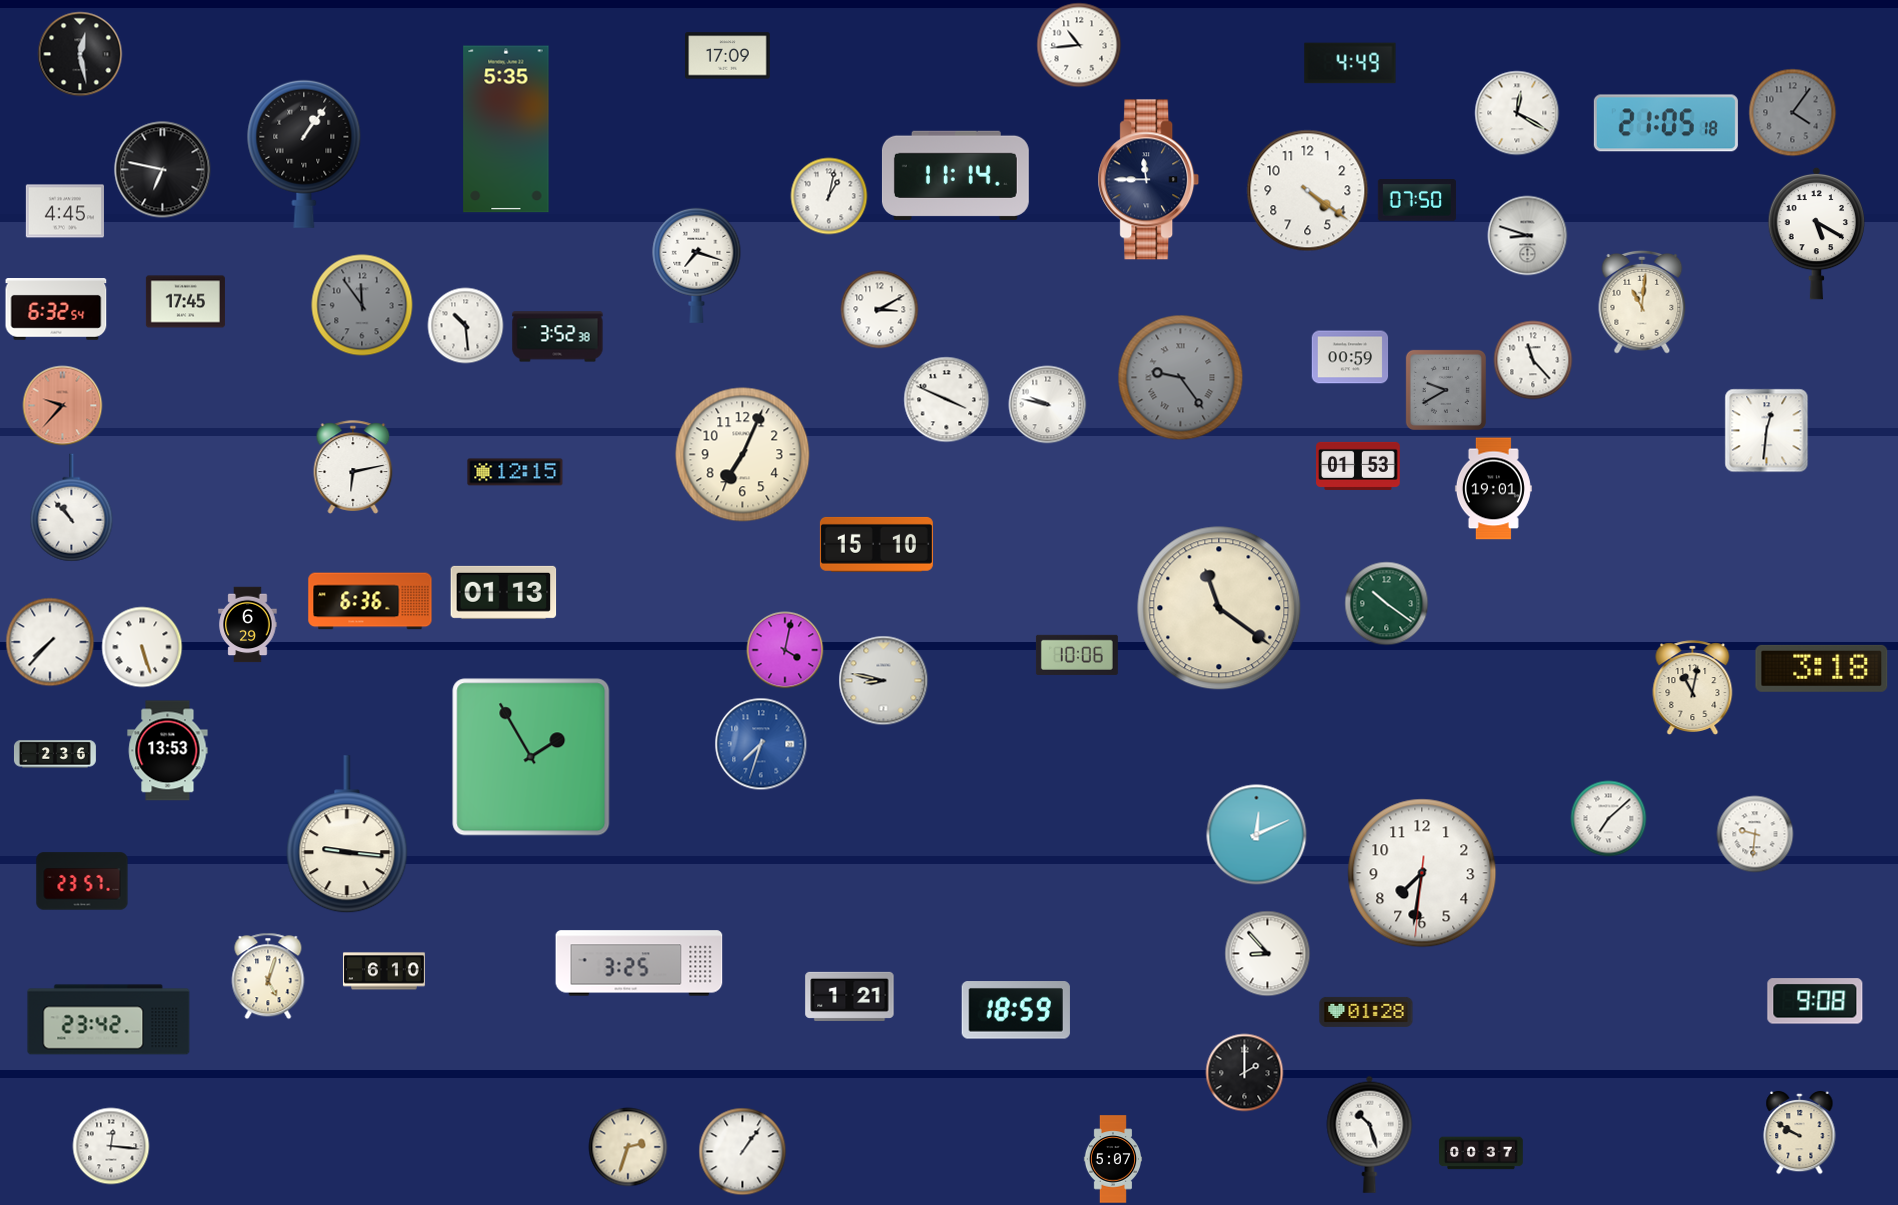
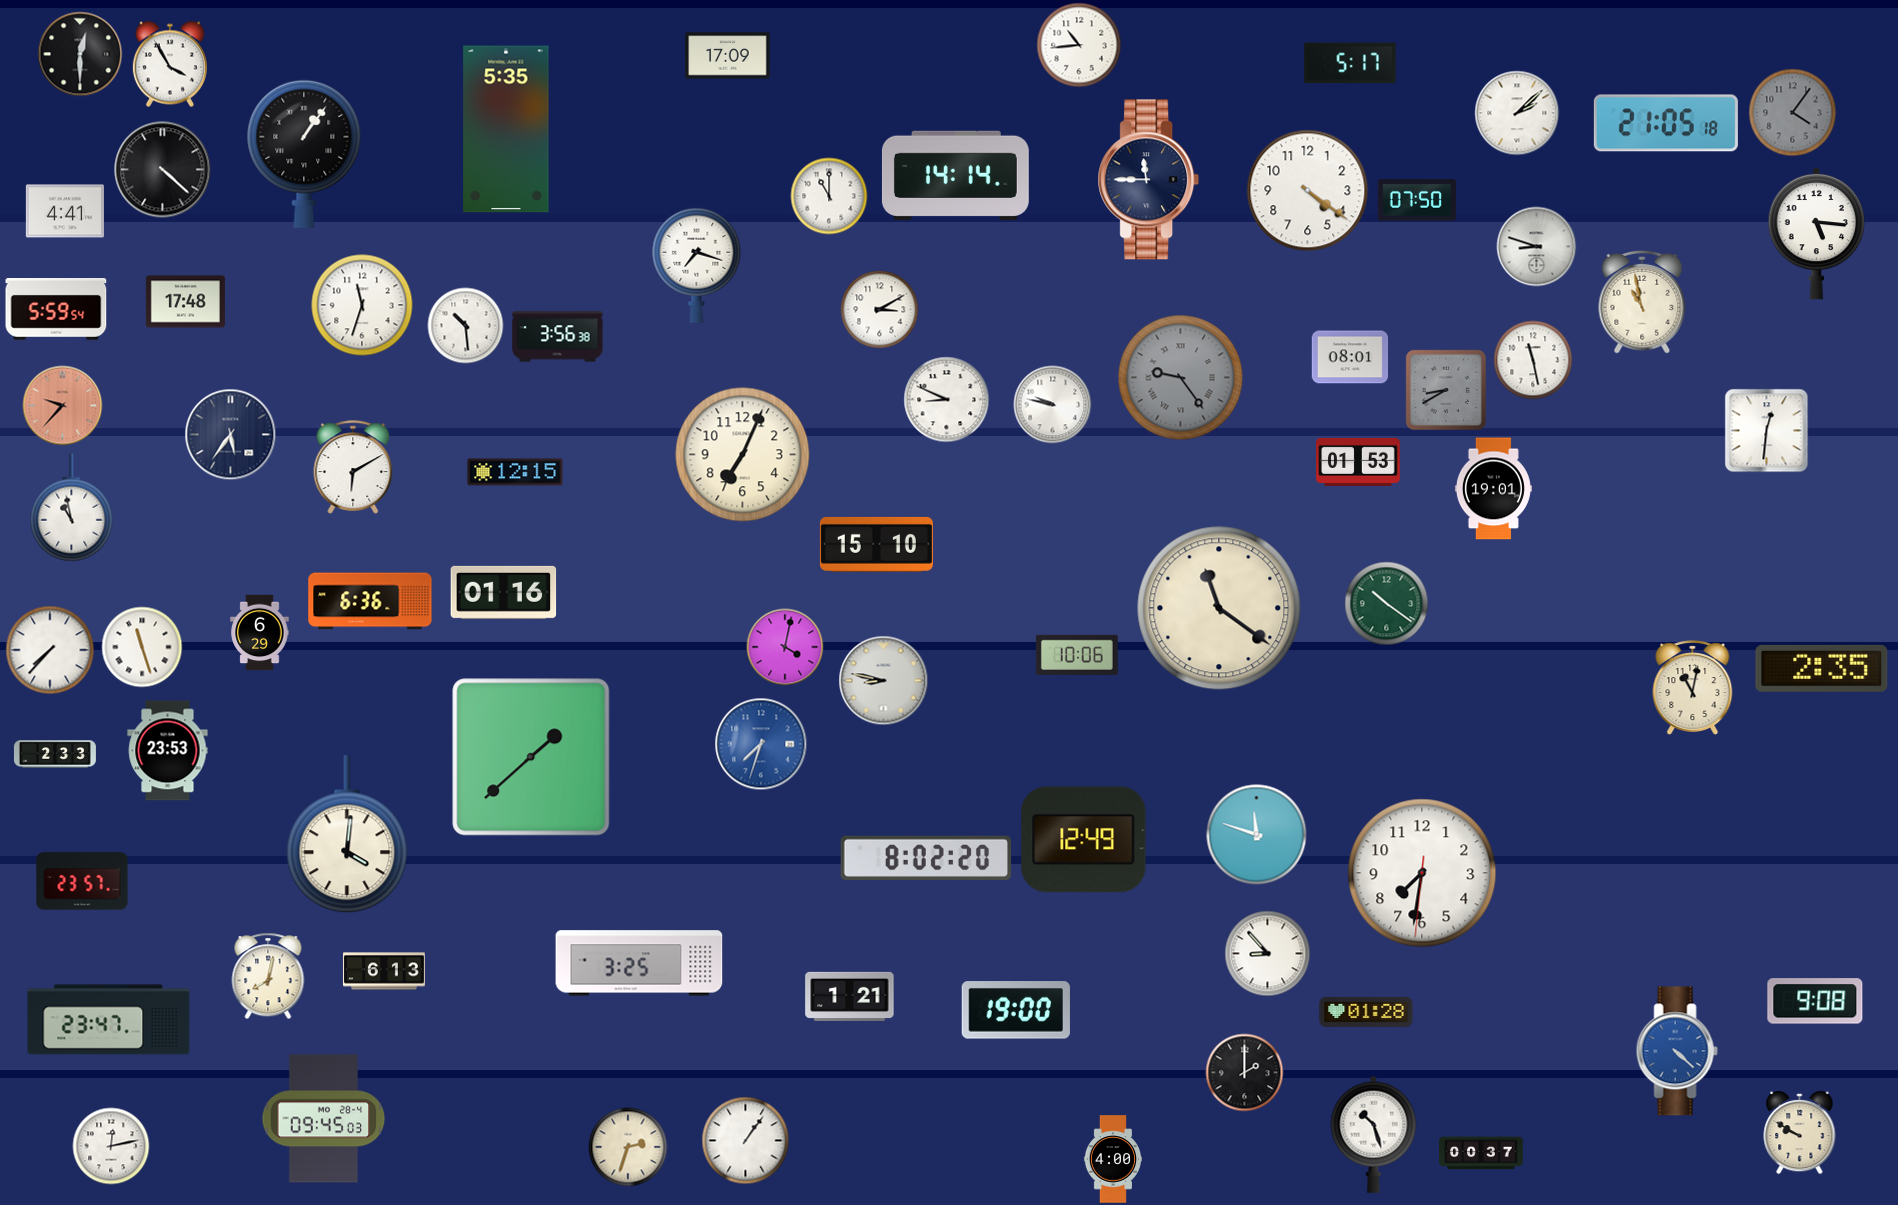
clock at (80, 54): 12:28 -> 12:30
clock at (1350, 63): 4:49 -> 5:17
clock at (170, 64): none -> 3:55
clock at (1517, 113): 12:20 -> 2:08
clock at (163, 170): 6:47 -> 4:22
clock at (955, 175): 11:14 -> 14:14
clock at (829, 196): 1:02 -> 11:00
clock at (65, 211): 4:45 -> 4:41
clock at (1816, 233): 5:20 -> 5:16
clock at (1528, 236) position: (1528, 236) -> (1537, 247)
clock at (185, 302): 17:45 -> 17:48
clock at (1642, 302): 11:01 -> 10:58
clock at (362, 305): 11:54 -> 11:33
clock at (362, 305) dial: grey -> white
clock at (56, 310): 6:32 -> 5:59
clock at (558, 337): 3:52 -> 3:56
clock at (1350, 357): 00:59 -> 08:01
clock at (1533, 360): 11:23 -> 11:28
clock at (1446, 390): 9:40 -> 8:40
clock at (947, 400): 3:49 -> 8:49
clock at (1048, 405) position: (1048, 405) -> (1053, 405)
clock at (231, 435): none -> 5:36
clock at (1358, 466) position: (1358, 466) -> (1358, 462)
clock at (353, 467): 6:13 -> 6:10
clock at (72, 508): 10:53 -> 10:58
clock at (504, 592): 01:13 -> 01:16
clock at (248, 625) position: (248, 625) -> (260, 633)
clock at (50, 642) position: (50, 642) -> (50, 650)
clock at (142, 647): 5:27 -> 11:27
clock at (785, 650) position: (785, 650) -> (785, 647)
clock at (1822, 668): 3:18 -> 2:35
clock at (168, 751): 13:53 -> 23:53
clock at (55, 754): 2:36 -> 2:33
clock at (531, 757): 1:55 -> 1:38
clock at (1609, 819): 7:08 -> none
clock at (1755, 834): 9:31 -> none
clock at (347, 835): 9:16 -> 4:01
clock at (1257, 835): 12:11 -> 11:48
clock at (1084, 840): none -> 12:49
clock at (926, 858): none -> 8:02
clock at (384, 971): 6:10 -> 6:13
clock at (268, 976): 5:03 -> 8:02
clock at (1016, 1010): 18:59 -> 19:00
clock at (109, 1020): 23:42 -> 23:47
clock at (1677, 1051): none -> 4:22
clock at (324, 1119): none -> 09:45
clock at (1370, 1134) position: (1370, 1134) -> (1374, 1134)
clock at (111, 1146): 12:16 -> 12:13
clock at (743, 1152) position: (743, 1152) -> (746, 1141)
clock at (1112, 1159): 5:07 -> 4:00
